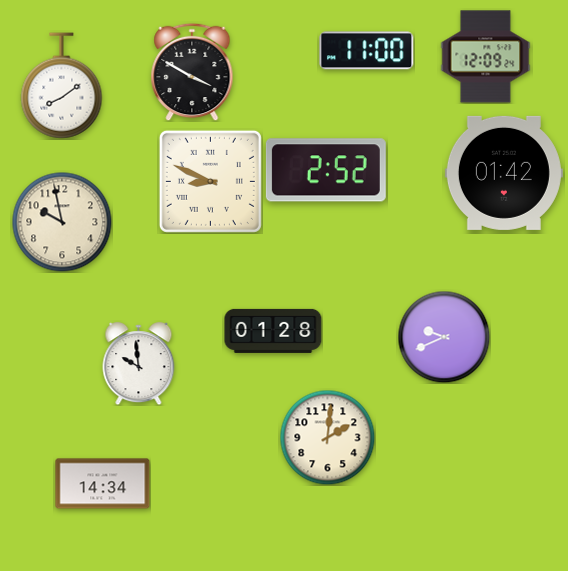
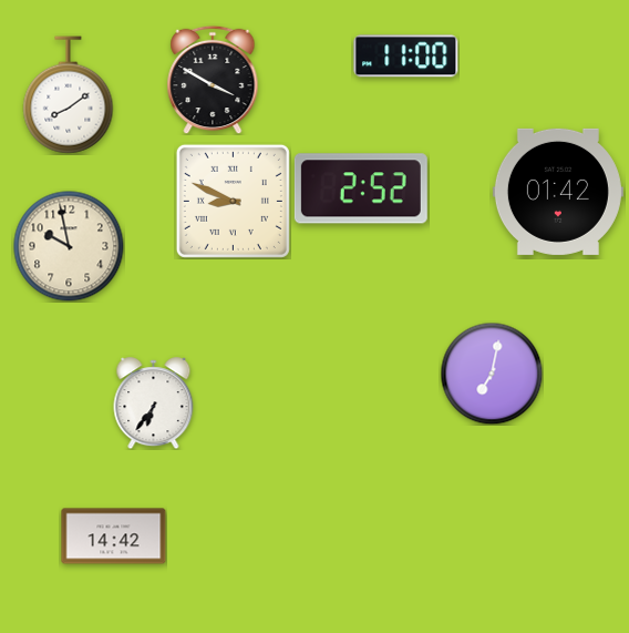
clock at (486, 57): 12:09 -> none
clock at (273, 331): 01:28 -> none
clock at (444, 337): 9:41 -> 7:02
clock at (139, 364): 9:59 -> 6:36
clock at (327, 437): 2:01 -> none
clock at (103, 484): 14:34 -> 14:42
